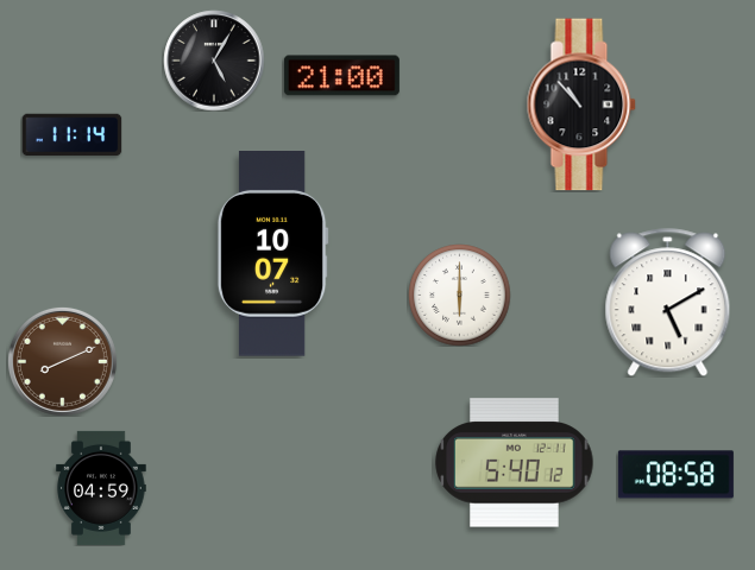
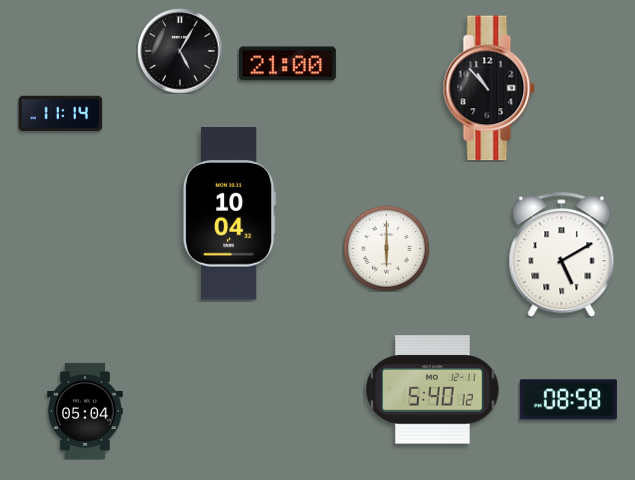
clock at (272, 254): 10:07 -> 10:04
clock at (62, 361): 8:11 -> none
clock at (101, 488): 04:59 -> 05:04
